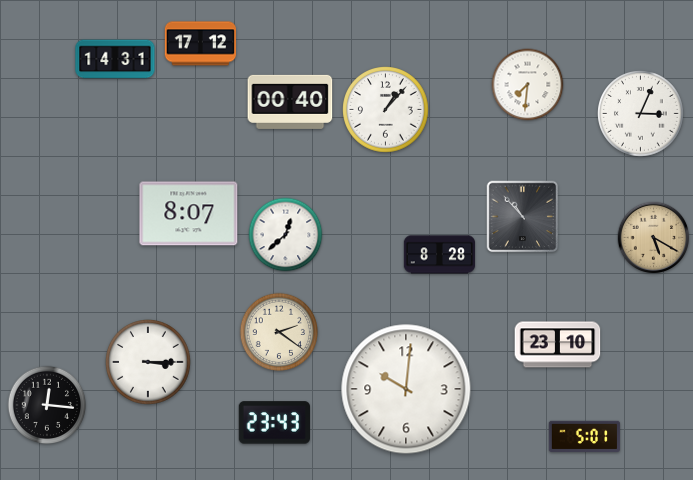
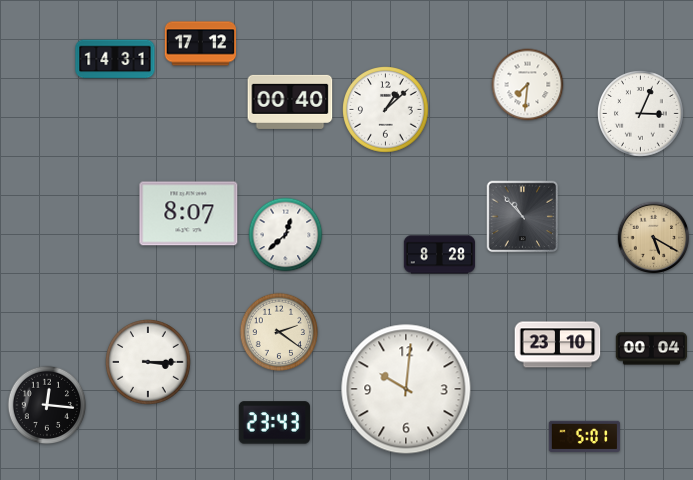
clock at (386, 110): 1:07 -> 1:08
clock at (652, 349): none -> 00:04
